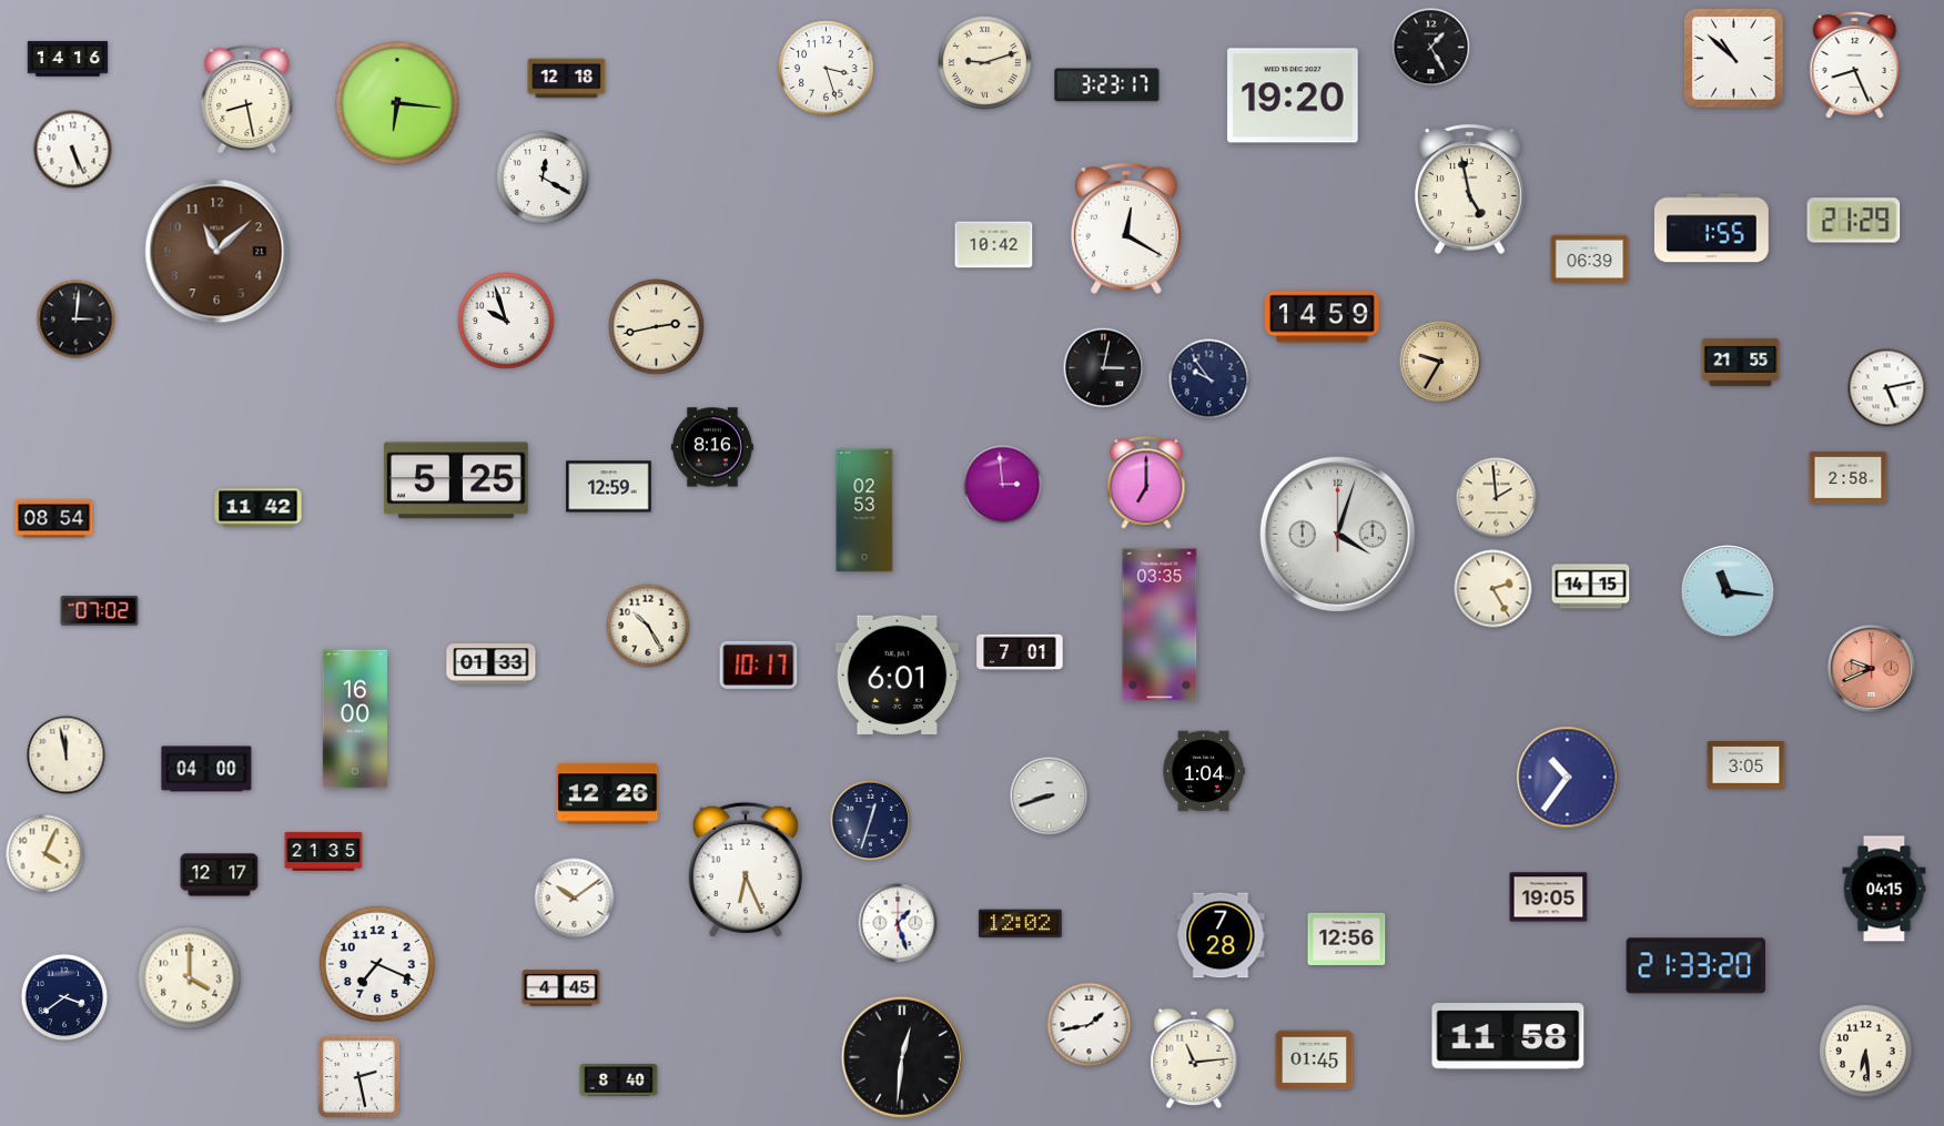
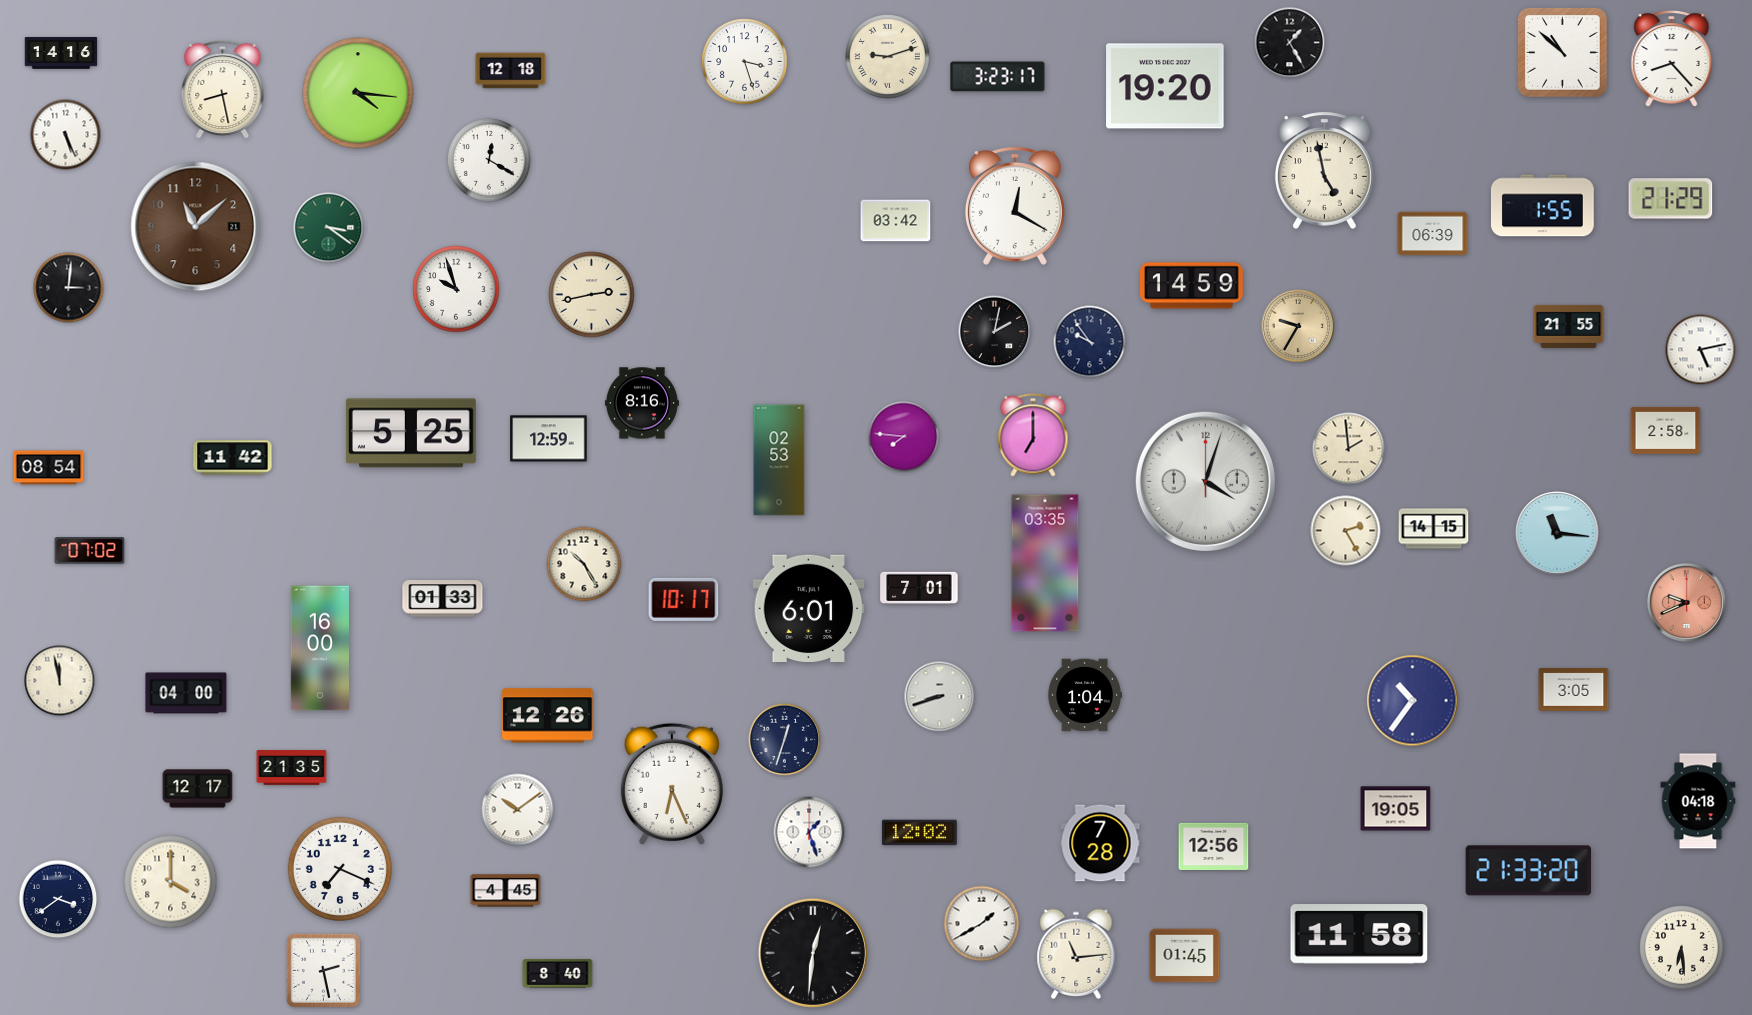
clock at (1855, 65): 8:26 -> 8:23
clock at (397, 103): 6:16 -> 4:16
clock at (994, 245): 10:42 -> 03:42
clock at (329, 228): none -> 3:21
clock at (1104, 368): 3:02 -> 2:02
clock at (1003, 485): 2:59 -> 7:46
clock at (1050, 797) position: (1050, 797) -> (940, 697)
clock at (45, 854): 4:04 -> none
clock at (1884, 889): 04:15 -> 04:18
clock at (1090, 1025): 1:43 -> 1:40
